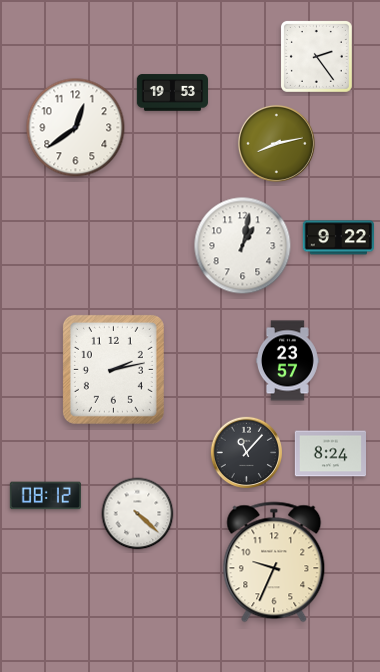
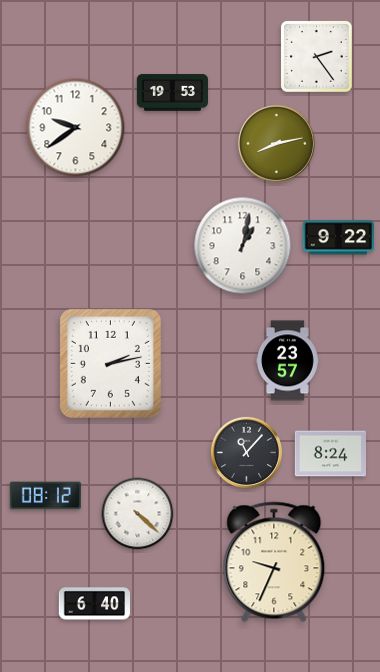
clock at (76, 128): 12:39 -> 9:39
clock at (113, 369) position: (113, 369) -> (110, 363)
clock at (94, 604): none -> 6:40
